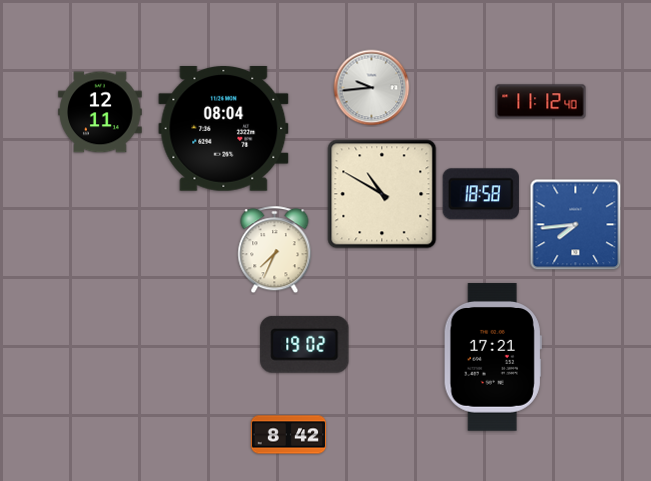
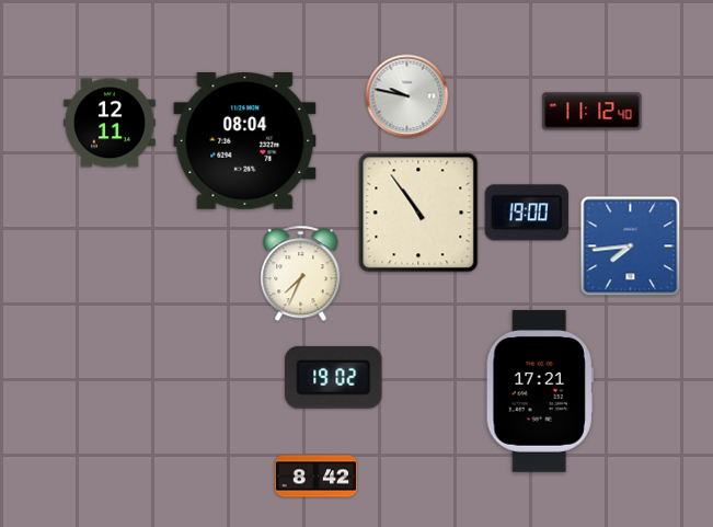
clock at (372, 88): 9:44 -> 9:47
clock at (382, 194): 10:50 -> 10:54
clock at (481, 194): 18:58 -> 19:00
